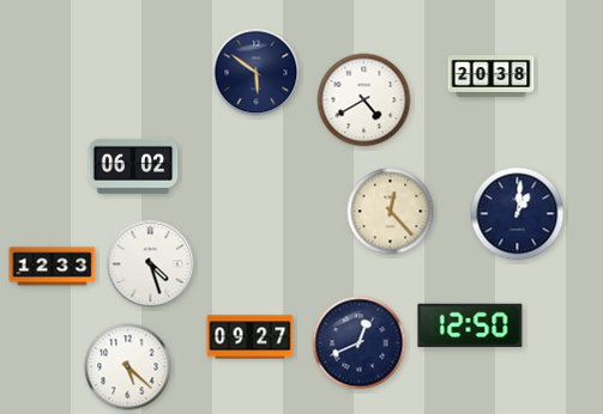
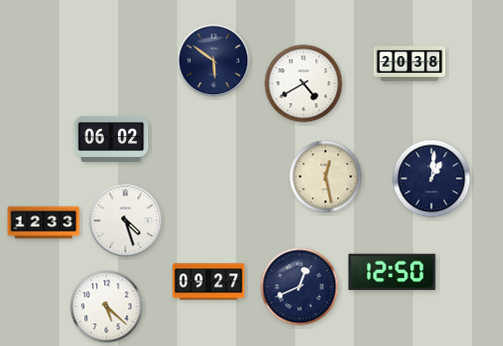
clock at (391, 212): 12:23 -> 12:28
